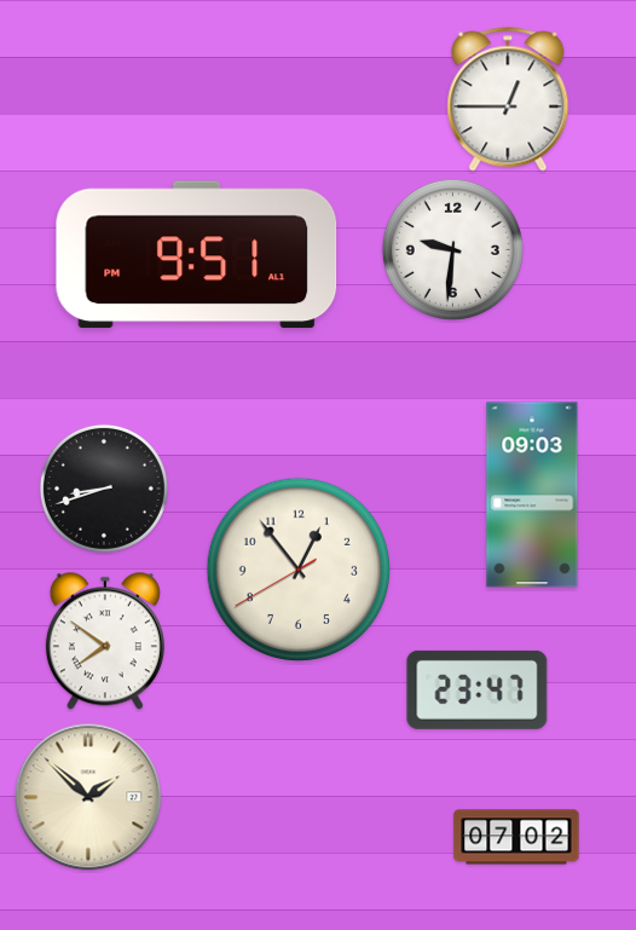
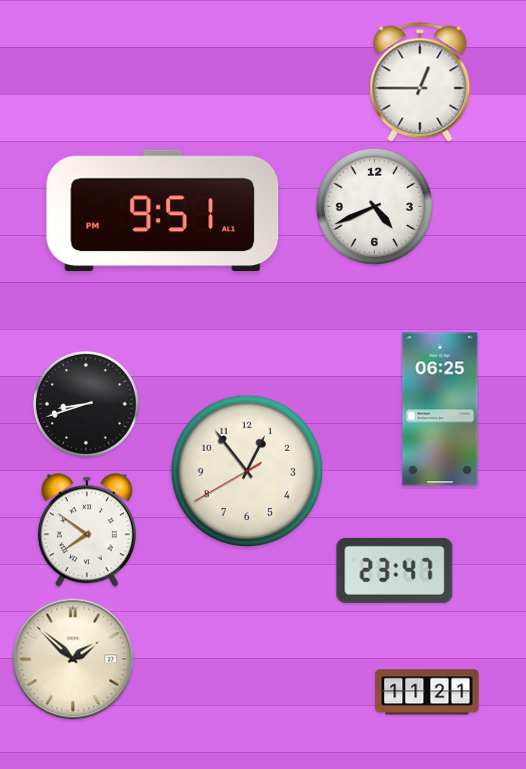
clock at (452, 249): 9:31 -> 4:41
clock at (532, 495): 09:03 -> 06:25
clock at (516, 837): 07:02 -> 11:21
